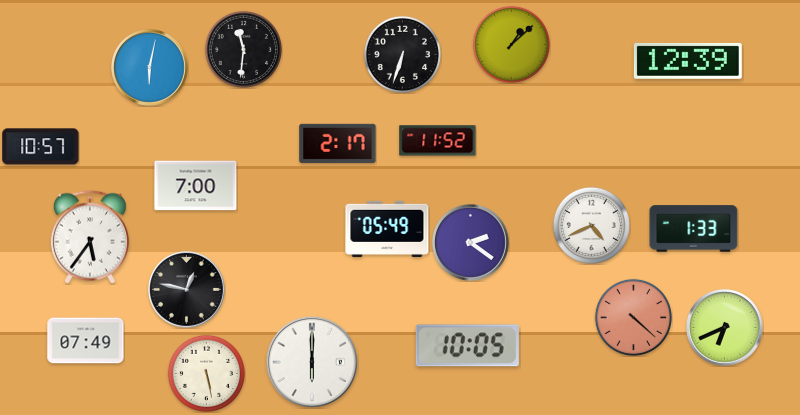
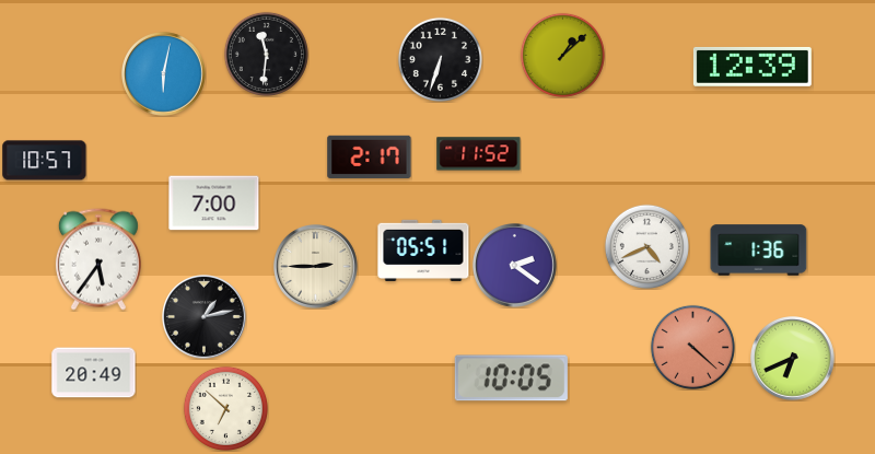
clock at (511, 44) position: (511, 44) -> (562, 55)
clock at (387, 229): 05:49 -> 05:51
clock at (694, 229): 1:33 -> 1:36
clock at (316, 267): none -> 2:45
clock at (187, 290): 12:47 -> 1:13
clock at (86, 341): 07:49 -> 20:49
clock at (312, 362): 6:00 -> none
clock at (206, 373): 5:28 -> 6:52
